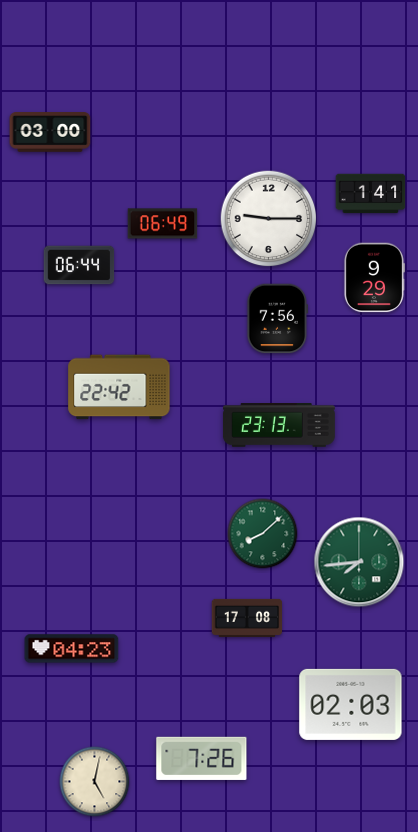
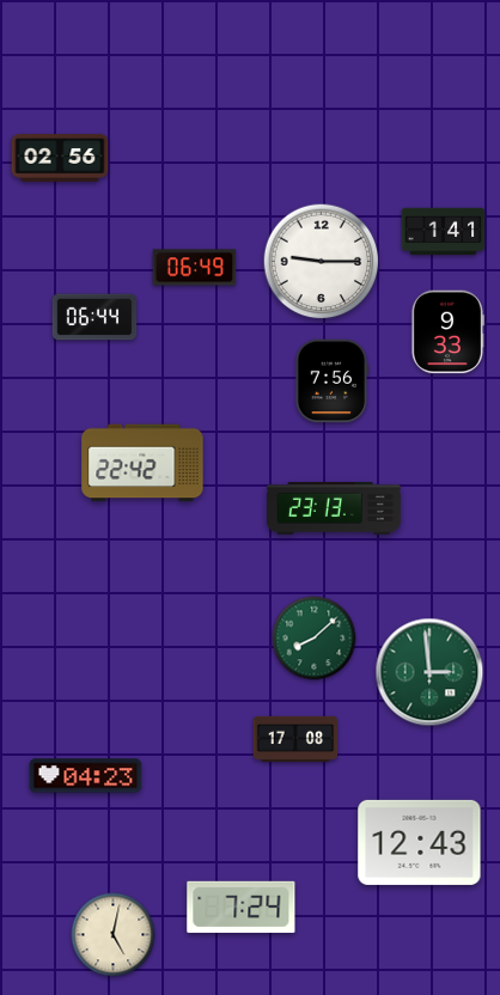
clock at (50, 132): 03:00 -> 02:56
clock at (374, 278): 9:29 -> 9:33
clock at (359, 562): 7:44 -> 2:59
clock at (351, 704): 02:03 -> 12:43
clock at (202, 758): 7:26 -> 7:24
